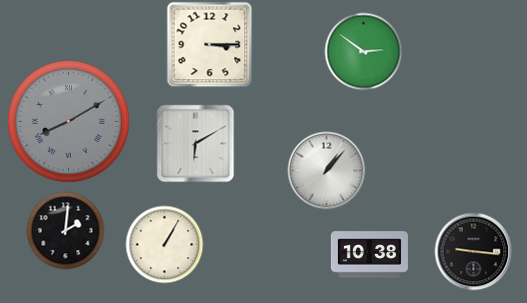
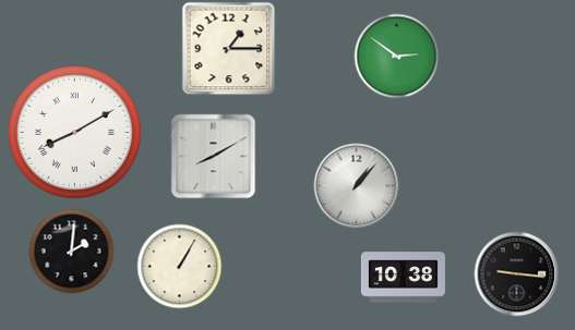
clock at (209, 44): 3:15 -> 1:15
clock at (68, 121) dial: grey -> white
clock at (195, 143): 6:10 -> 8:10
